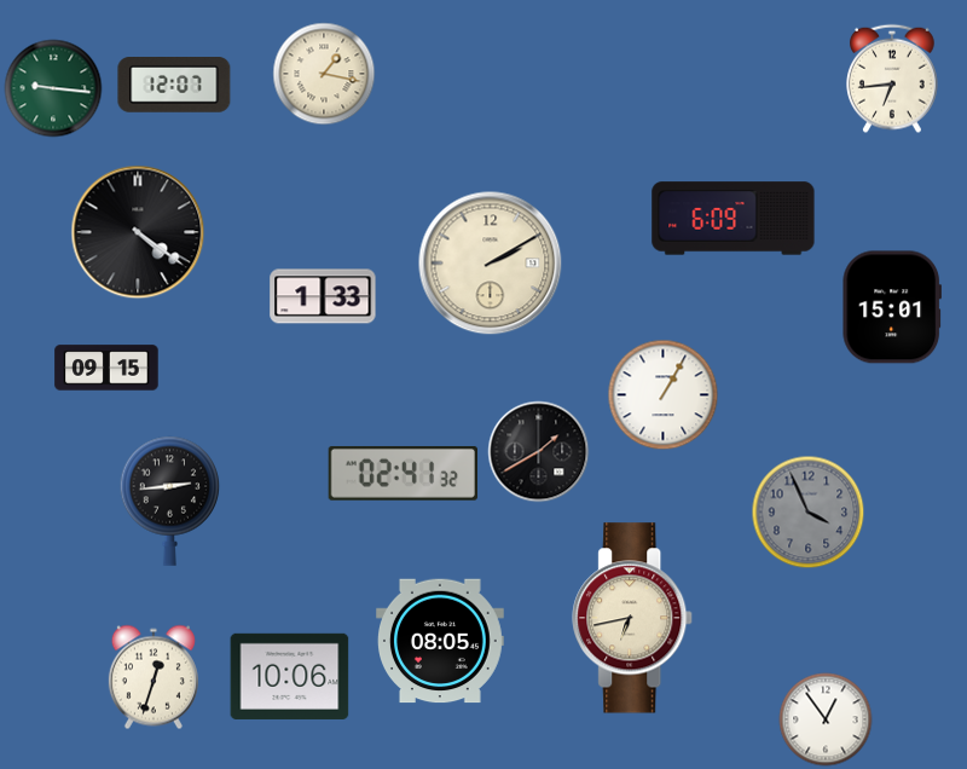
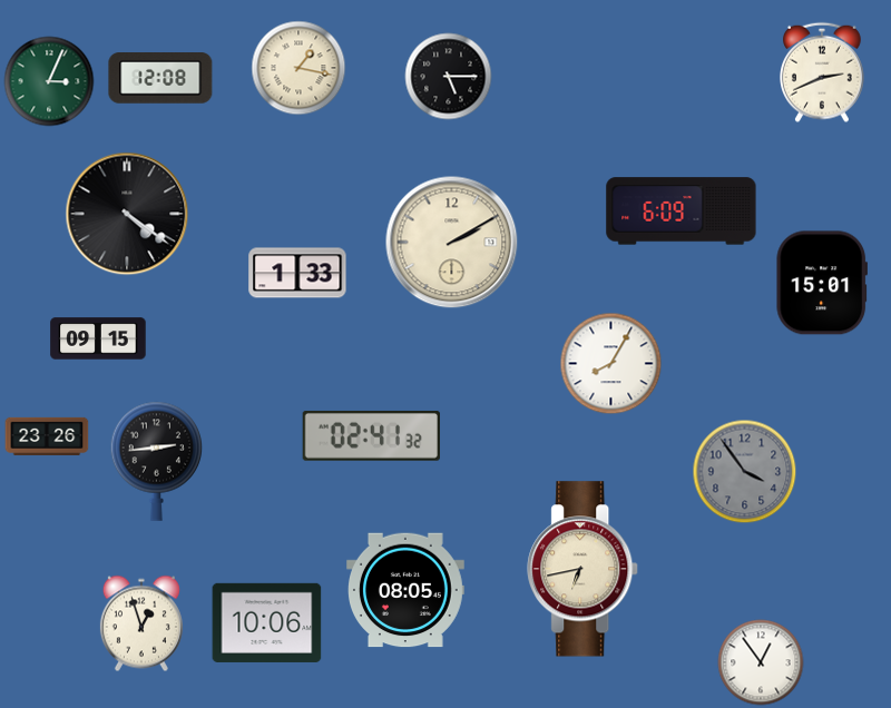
clock at (893, 79): 6:44 -> 2:41
clock at (449, 77): none -> 5:15
clock at (174, 85): 12:07 -> 12:08
clock at (53, 88): 9:16 -> 3:04
clock at (734, 219) position: (734, 219) -> (682, 212)
clock at (664, 395): 1:05 -> 8:05
clock at (539, 452): 1:40 -> none
clock at (47, 436): none -> 23:26
clock at (809, 513): 3:56 -> 3:54
clock at (154, 677): 12:33 -> 12:57
